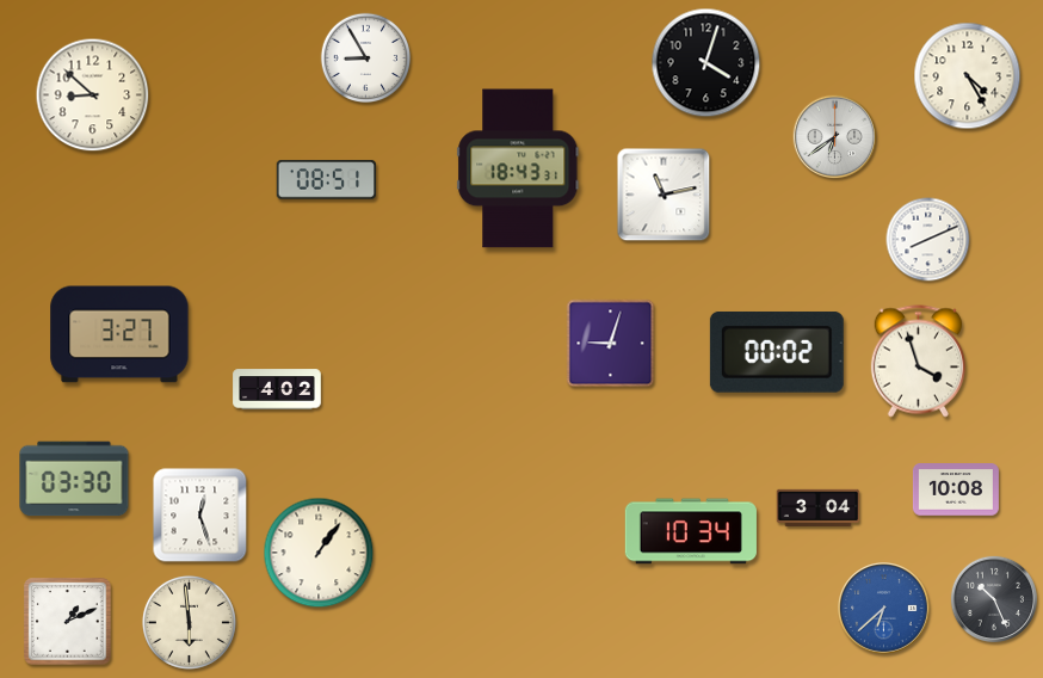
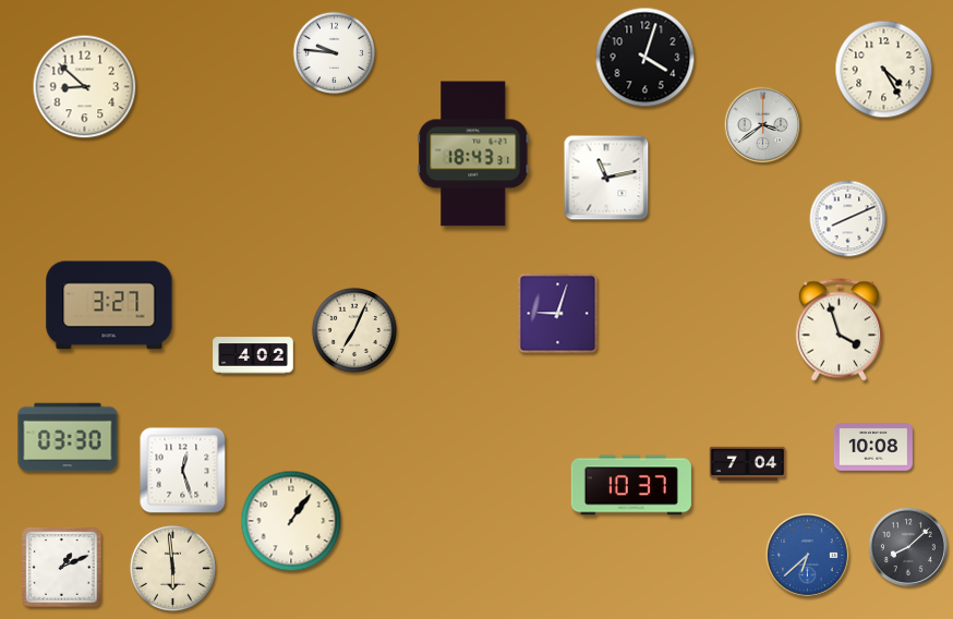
clock at (366, 58): 8:55 -> 9:46
clock at (835, 137): 6:39 -> 3:39
clock at (327, 180): 08:51 -> none
clock at (777, 352): 00:02 -> none
clock at (354, 330): none -> 7:04
clock at (819, 509): 3:04 -> 7:04
clock at (691, 531): 10:34 -> 10:37
clock at (319, 553) position: (319, 553) -> (291, 521)
clock at (994, 599): 10:26 -> 8:08
